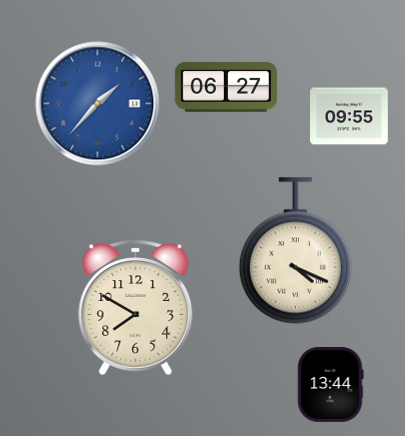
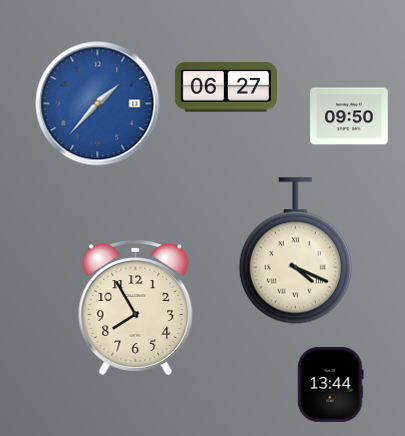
clock at (349, 116): 09:55 -> 09:50
clock at (136, 307): 7:50 -> 7:55
